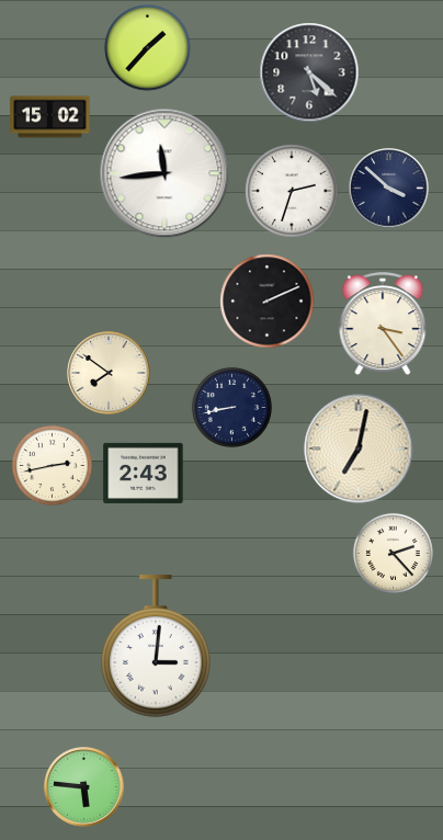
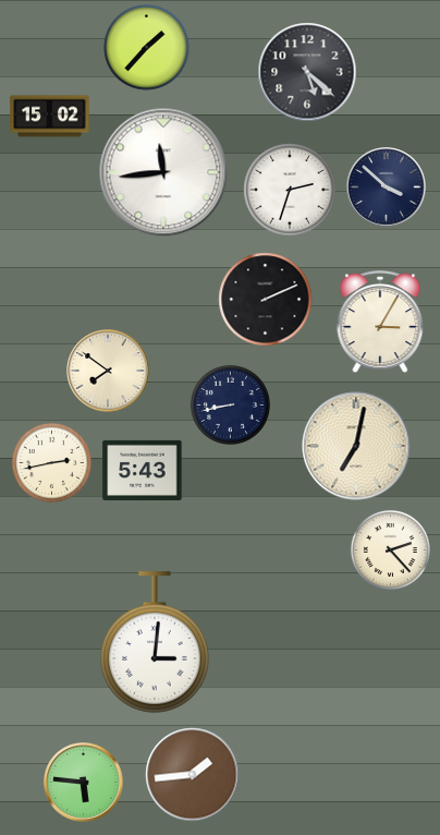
clock at (383, 323): 3:24 -> 3:05
clock at (144, 473): 2:43 -> 5:43
clock at (193, 775): none -> 1:44
